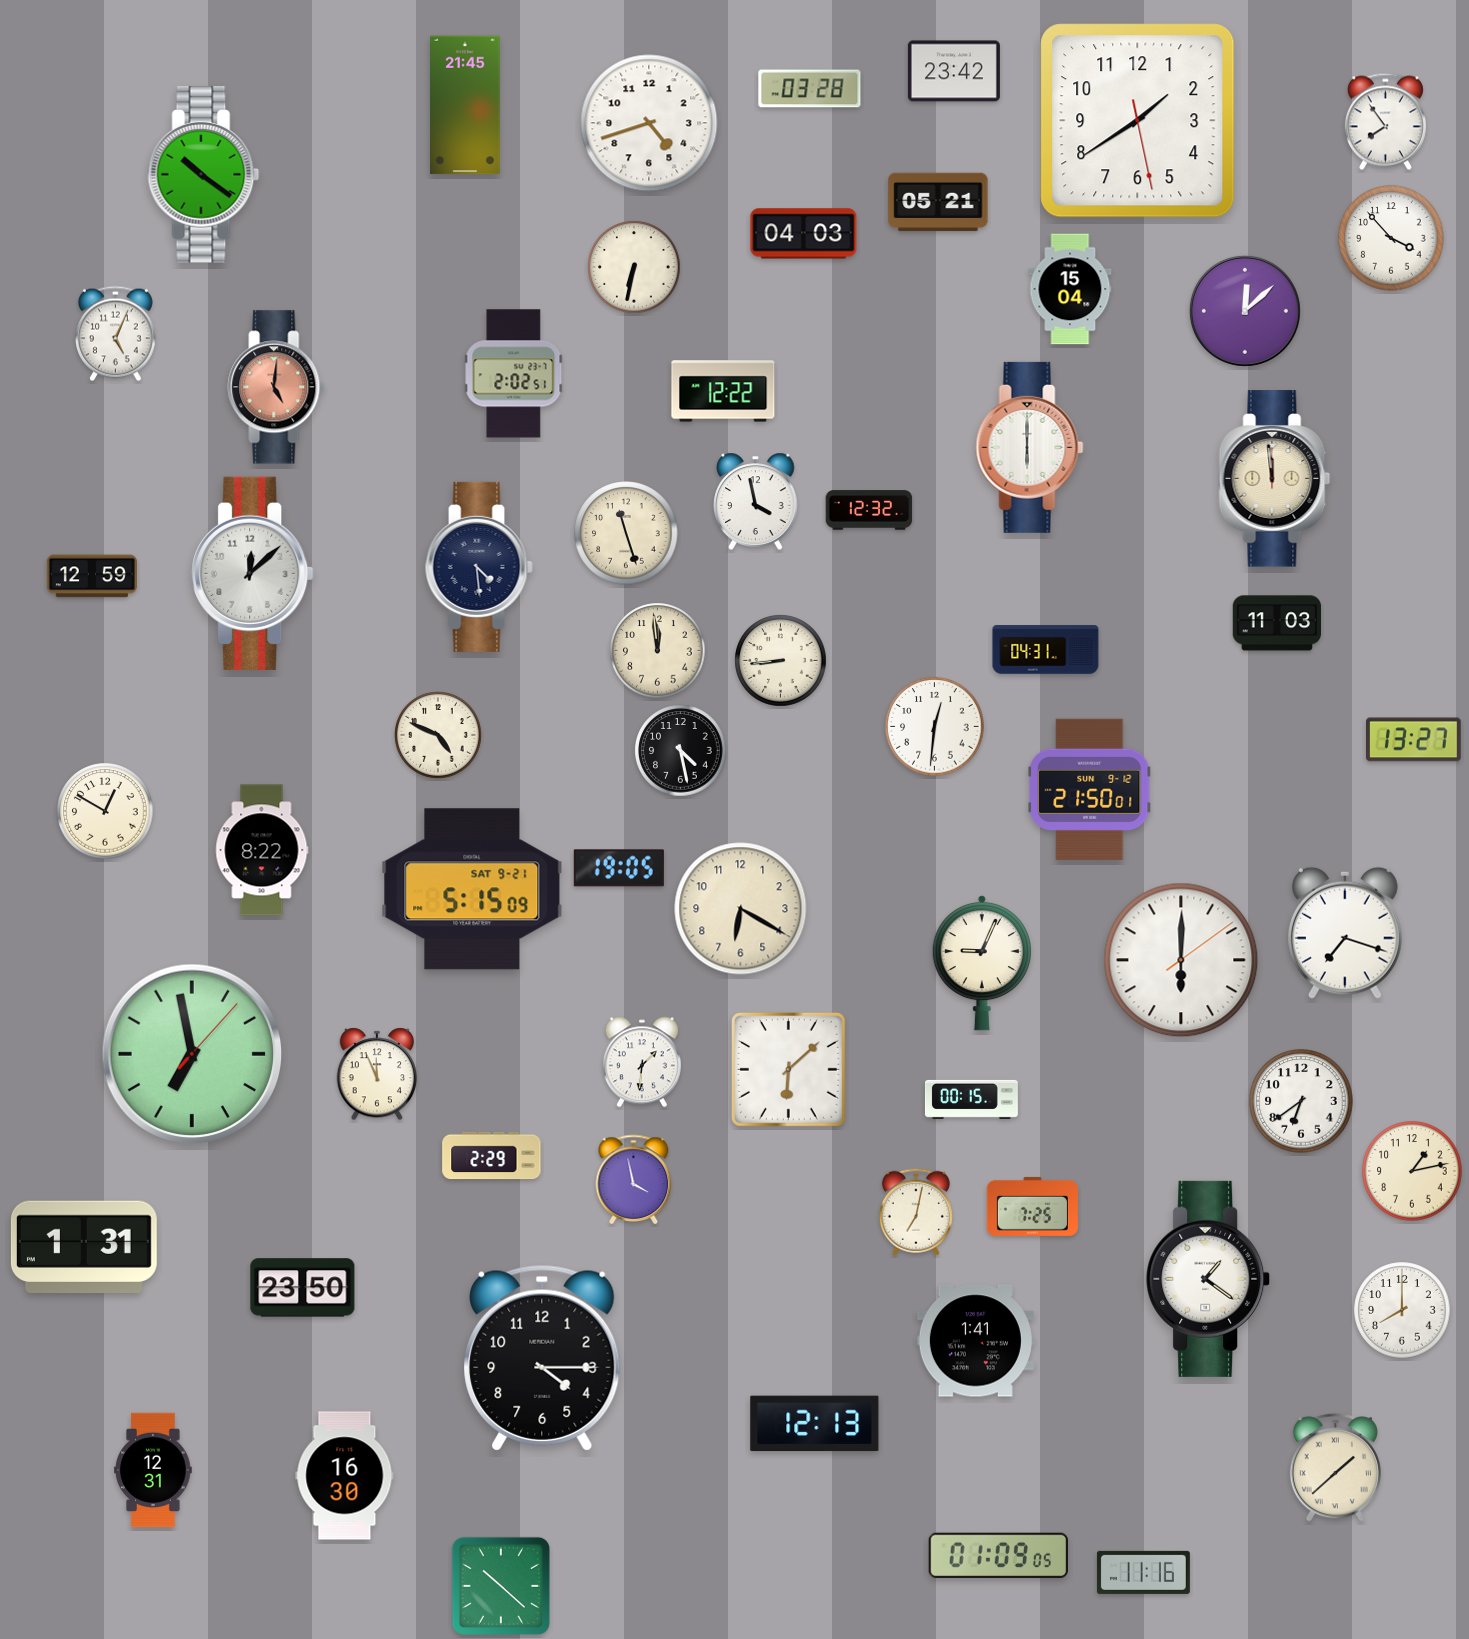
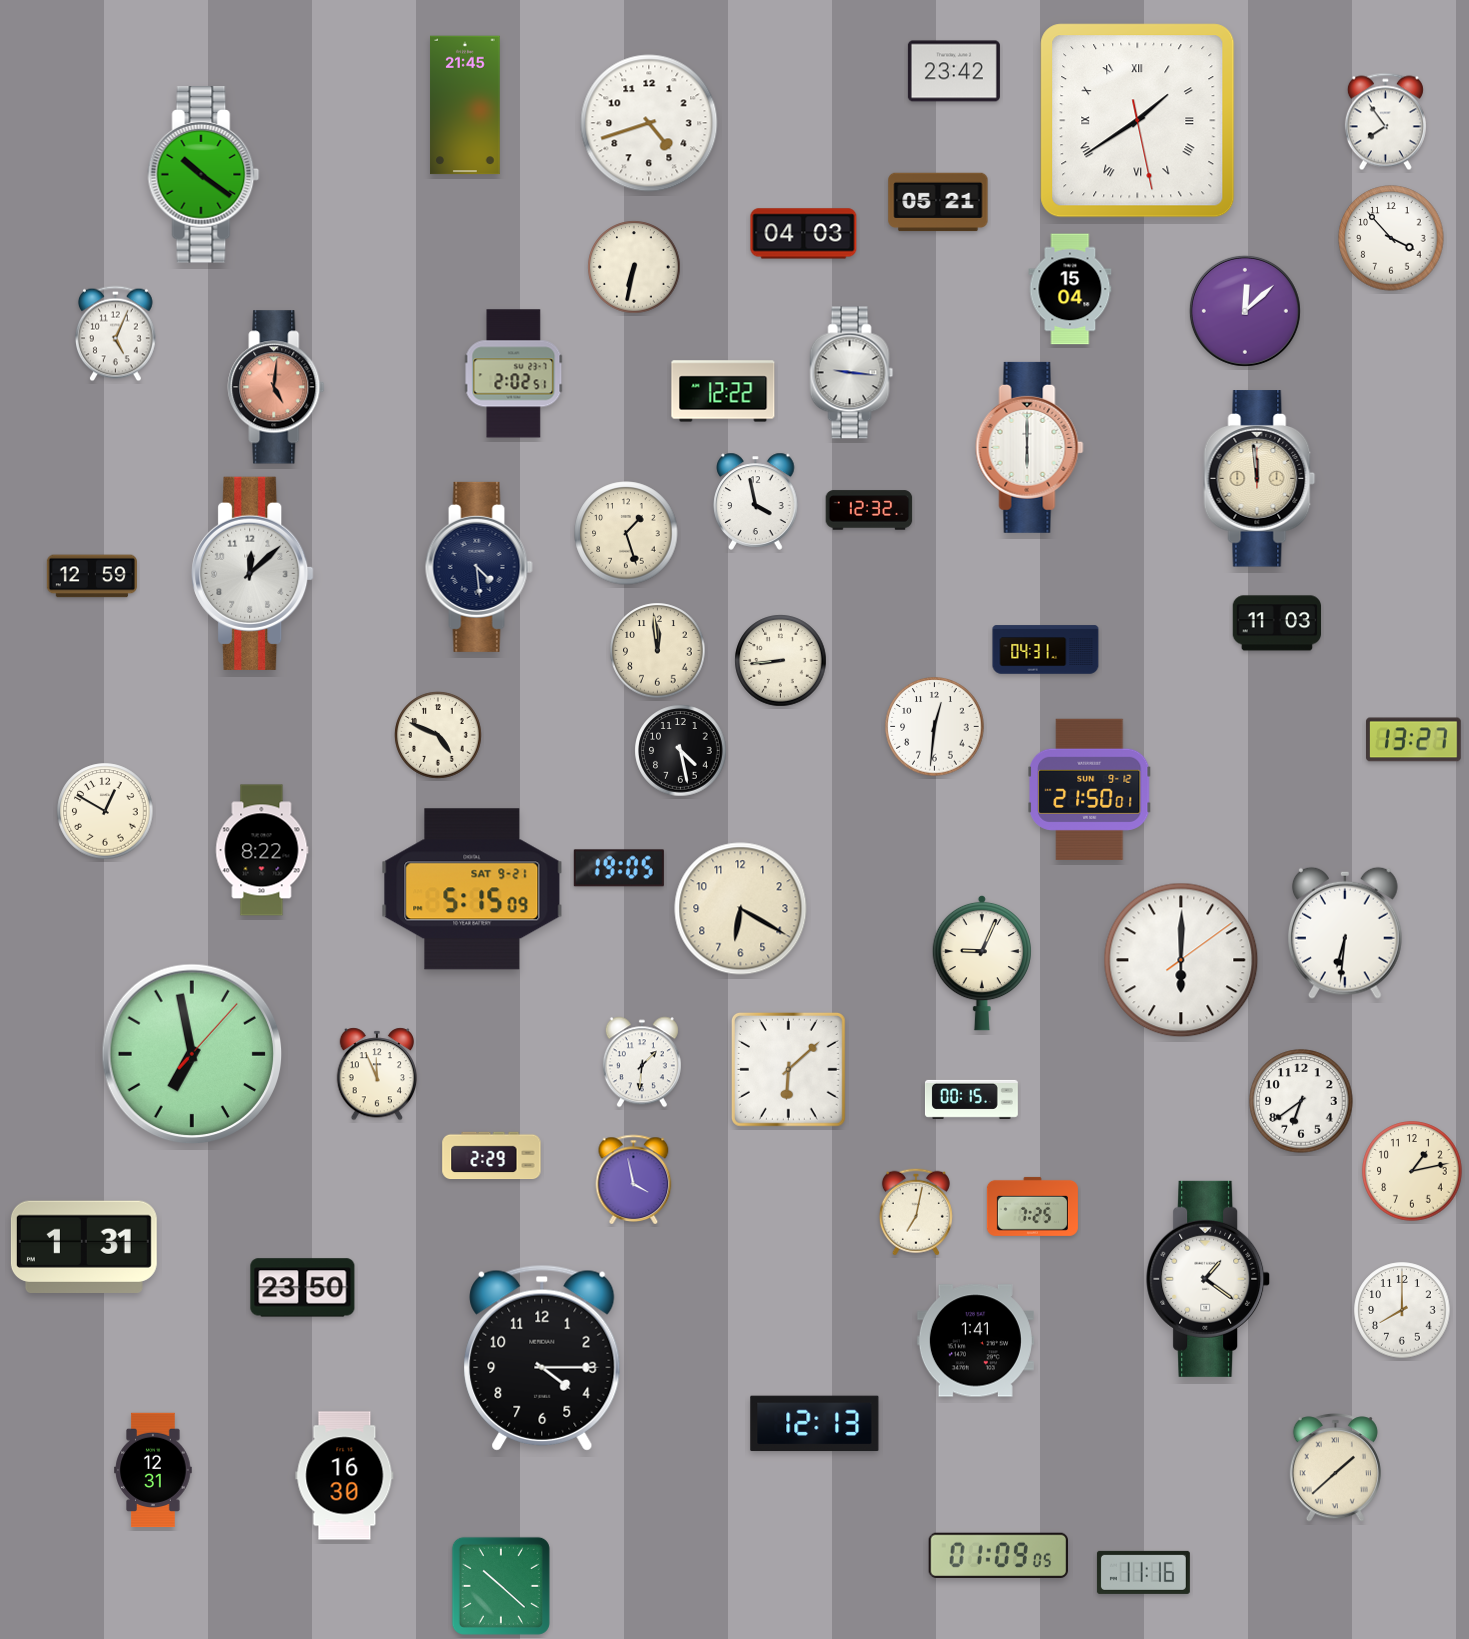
clock at (810, 89): 03:28 -> none
clock at (1138, 121) numerals: Arabic -> Roman
clock at (852, 373): none -> 9:16
clock at (1275, 479) position: (1275, 479) -> (1260, 479)
clock at (626, 533): 11:27 -> 1:27
clock at (1346, 933): 7:18 -> 6:31
